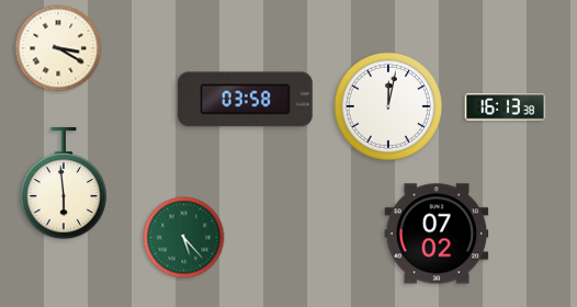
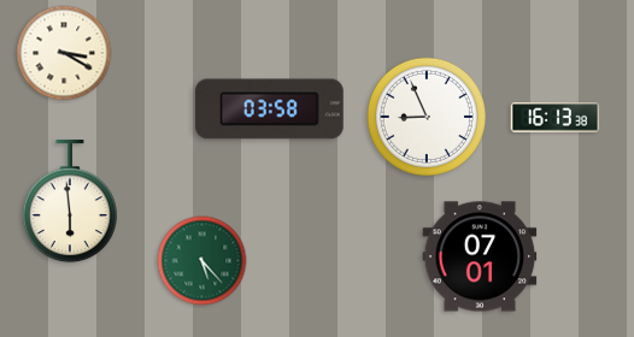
clock at (388, 106): 12:02 -> 8:56
clock at (437, 234): 07:02 -> 07:01
